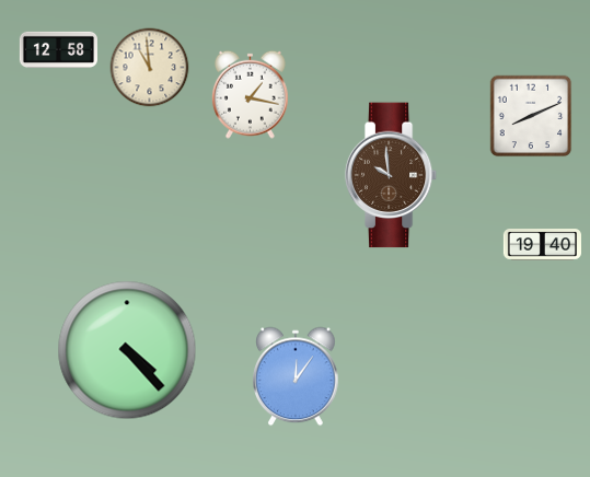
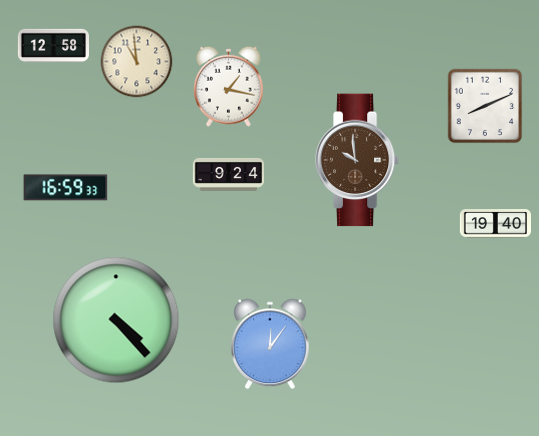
clock at (228, 174): none -> 9:24
clock at (66, 188): none -> 16:59
